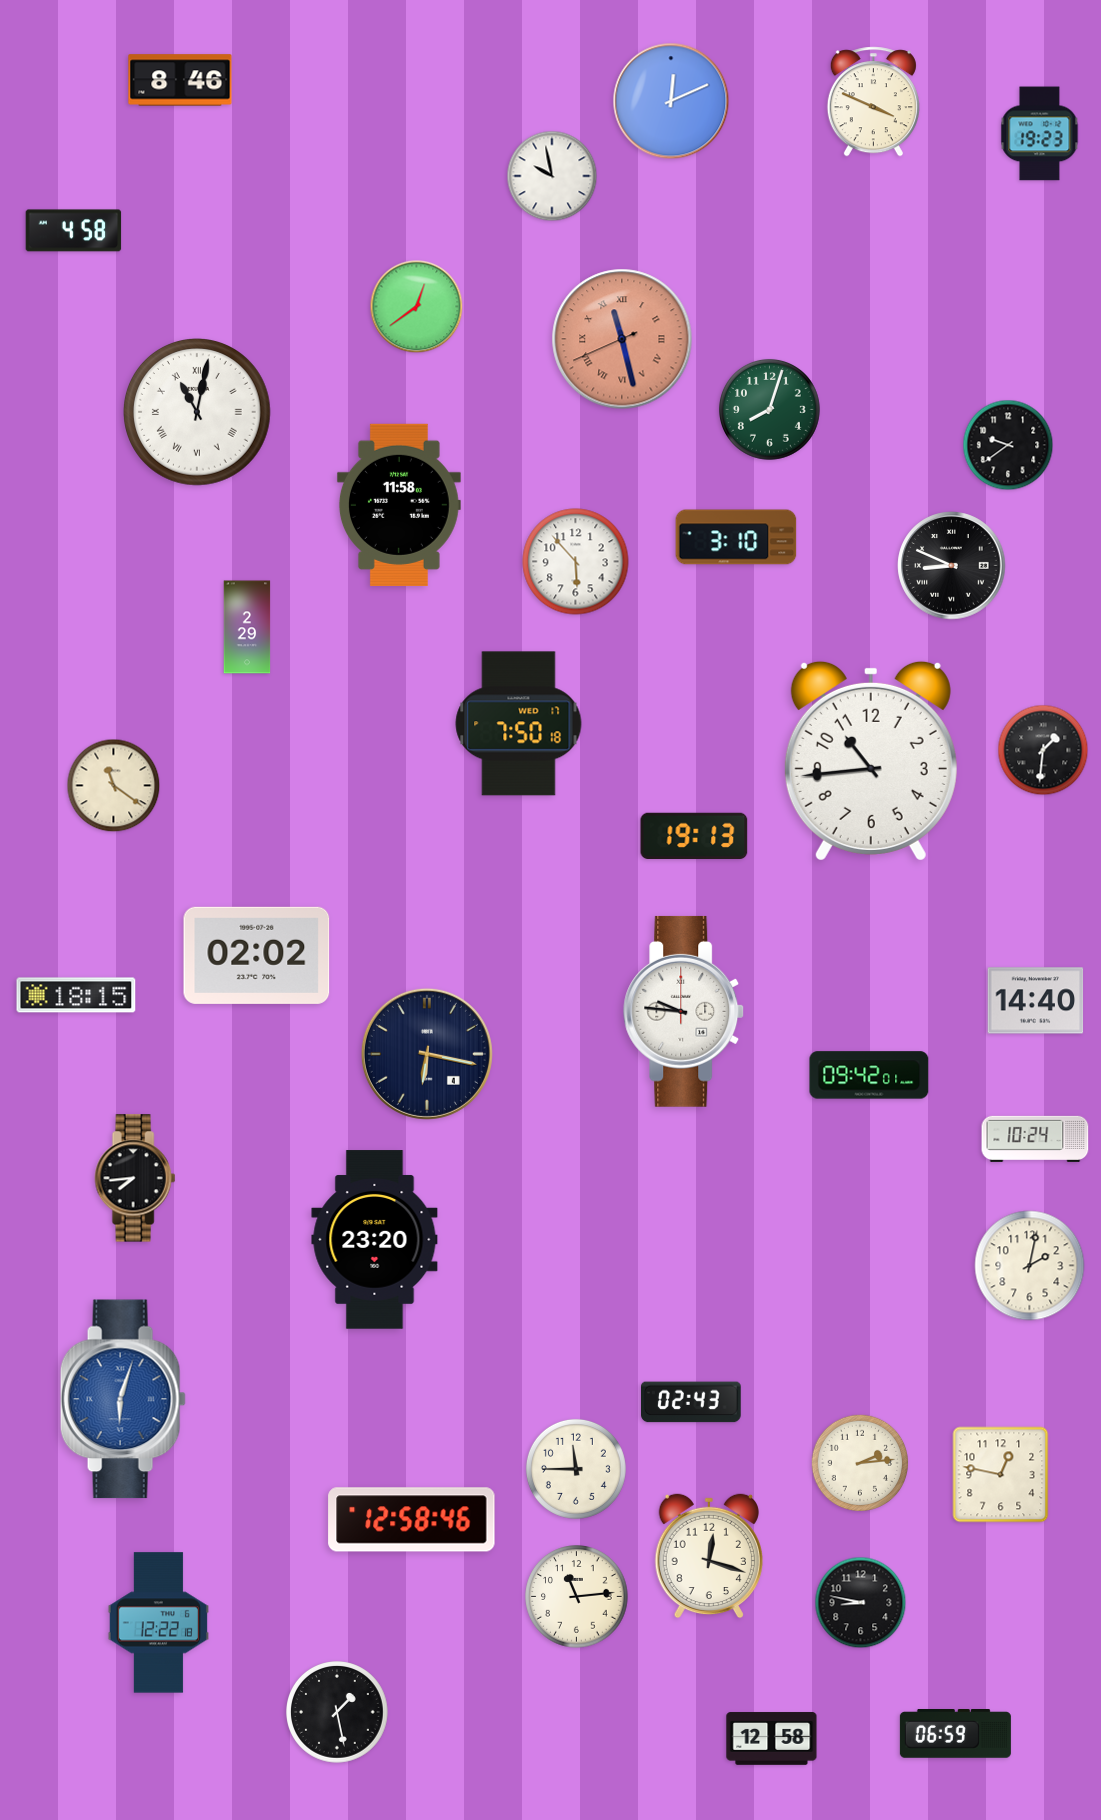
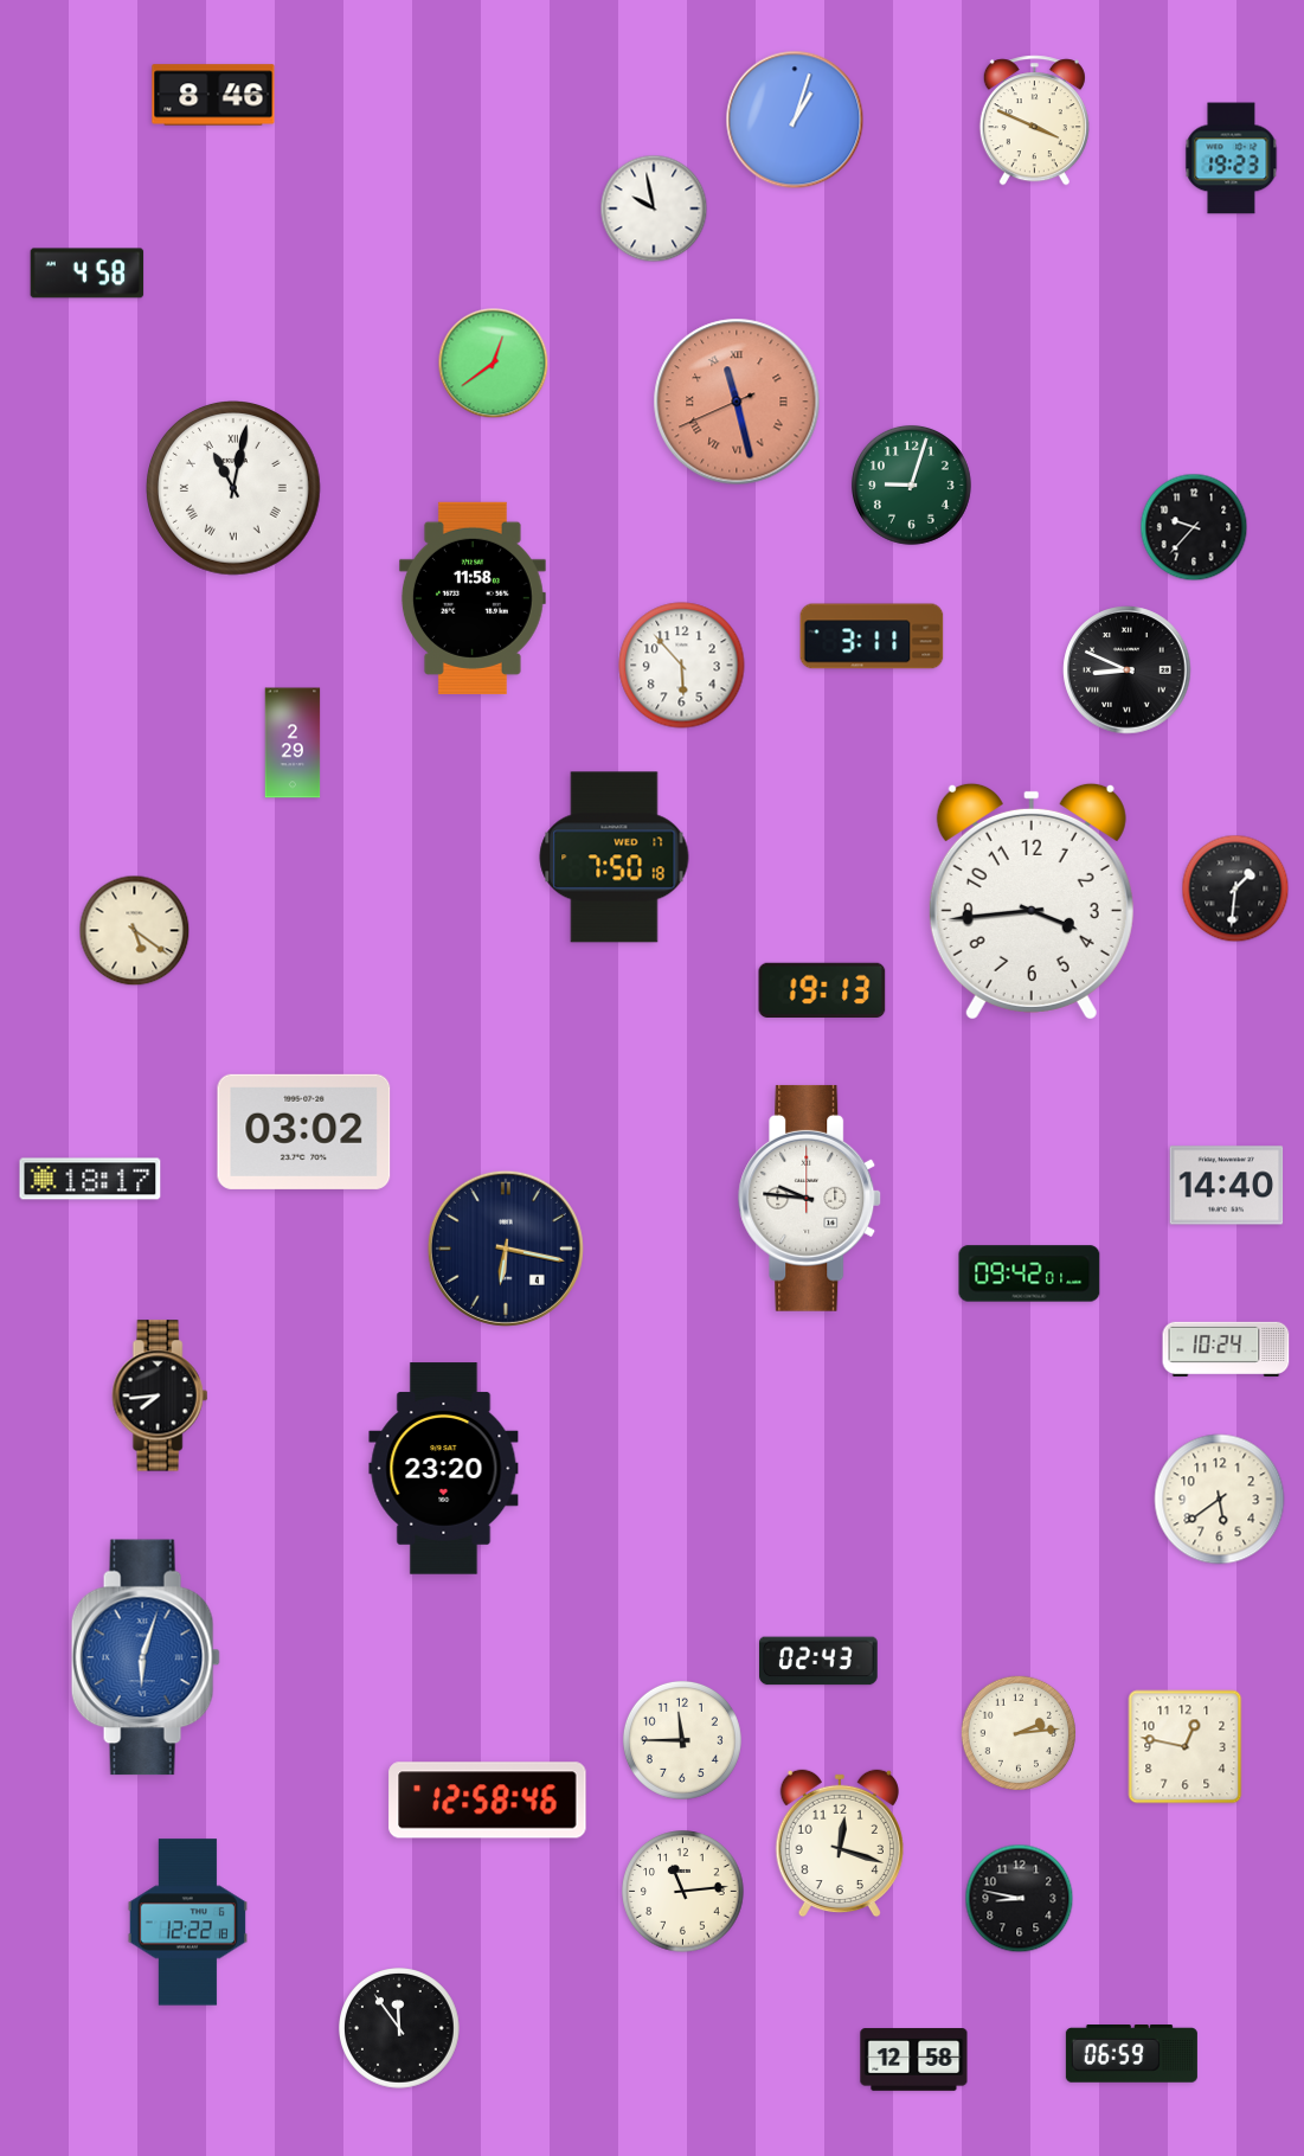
clock at (671, 101): 12:11 -> 1:03
clock at (769, 409): 8:03 -> 9:03
clock at (1008, 445): 9:39 -> 9:37
clock at (736, 537): 3:10 -> 3:11
clock at (871, 761): 10:44 -> 3:44
clock at (114, 786): 11:21 -> 5:21
clock at (257, 955): 02:02 -> 03:02
clock at (76, 995): 18:15 -> 18:17
clock at (1030, 1266): 2:02 -> 5:39
clock at (338, 1713): 1:28 -> 11:54
